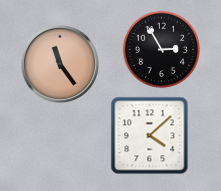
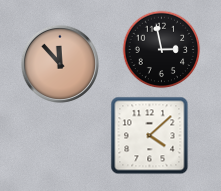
clock at (161, 49): 2:55 -> 2:58
clock at (60, 64): 11:24 -> 11:53
